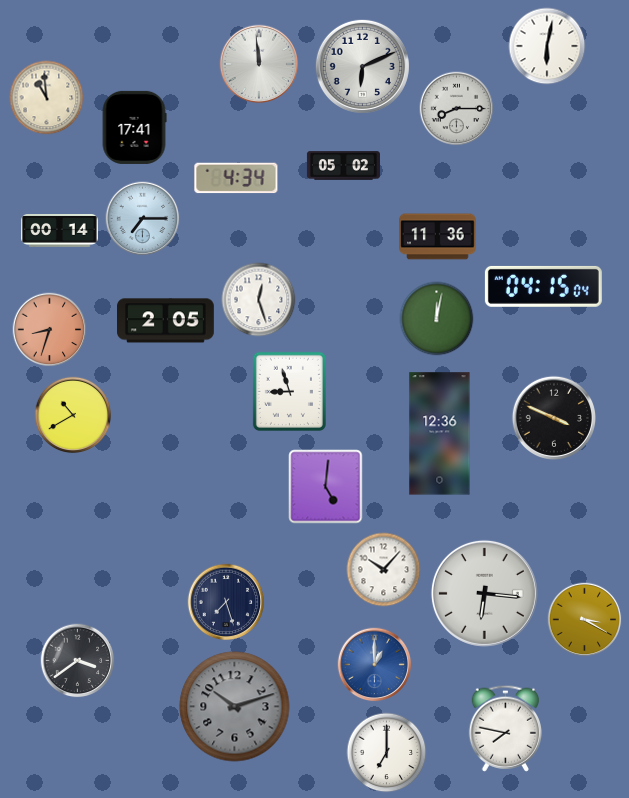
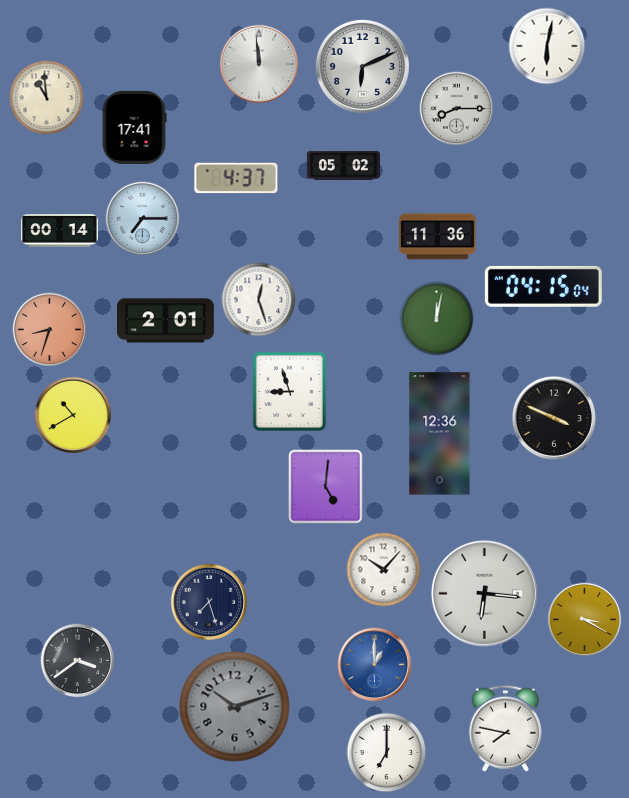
clock at (236, 178): 4:34 -> 4:37
clock at (166, 321): 2:05 -> 2:01
clock at (226, 602) position: (226, 602) -> (209, 602)
